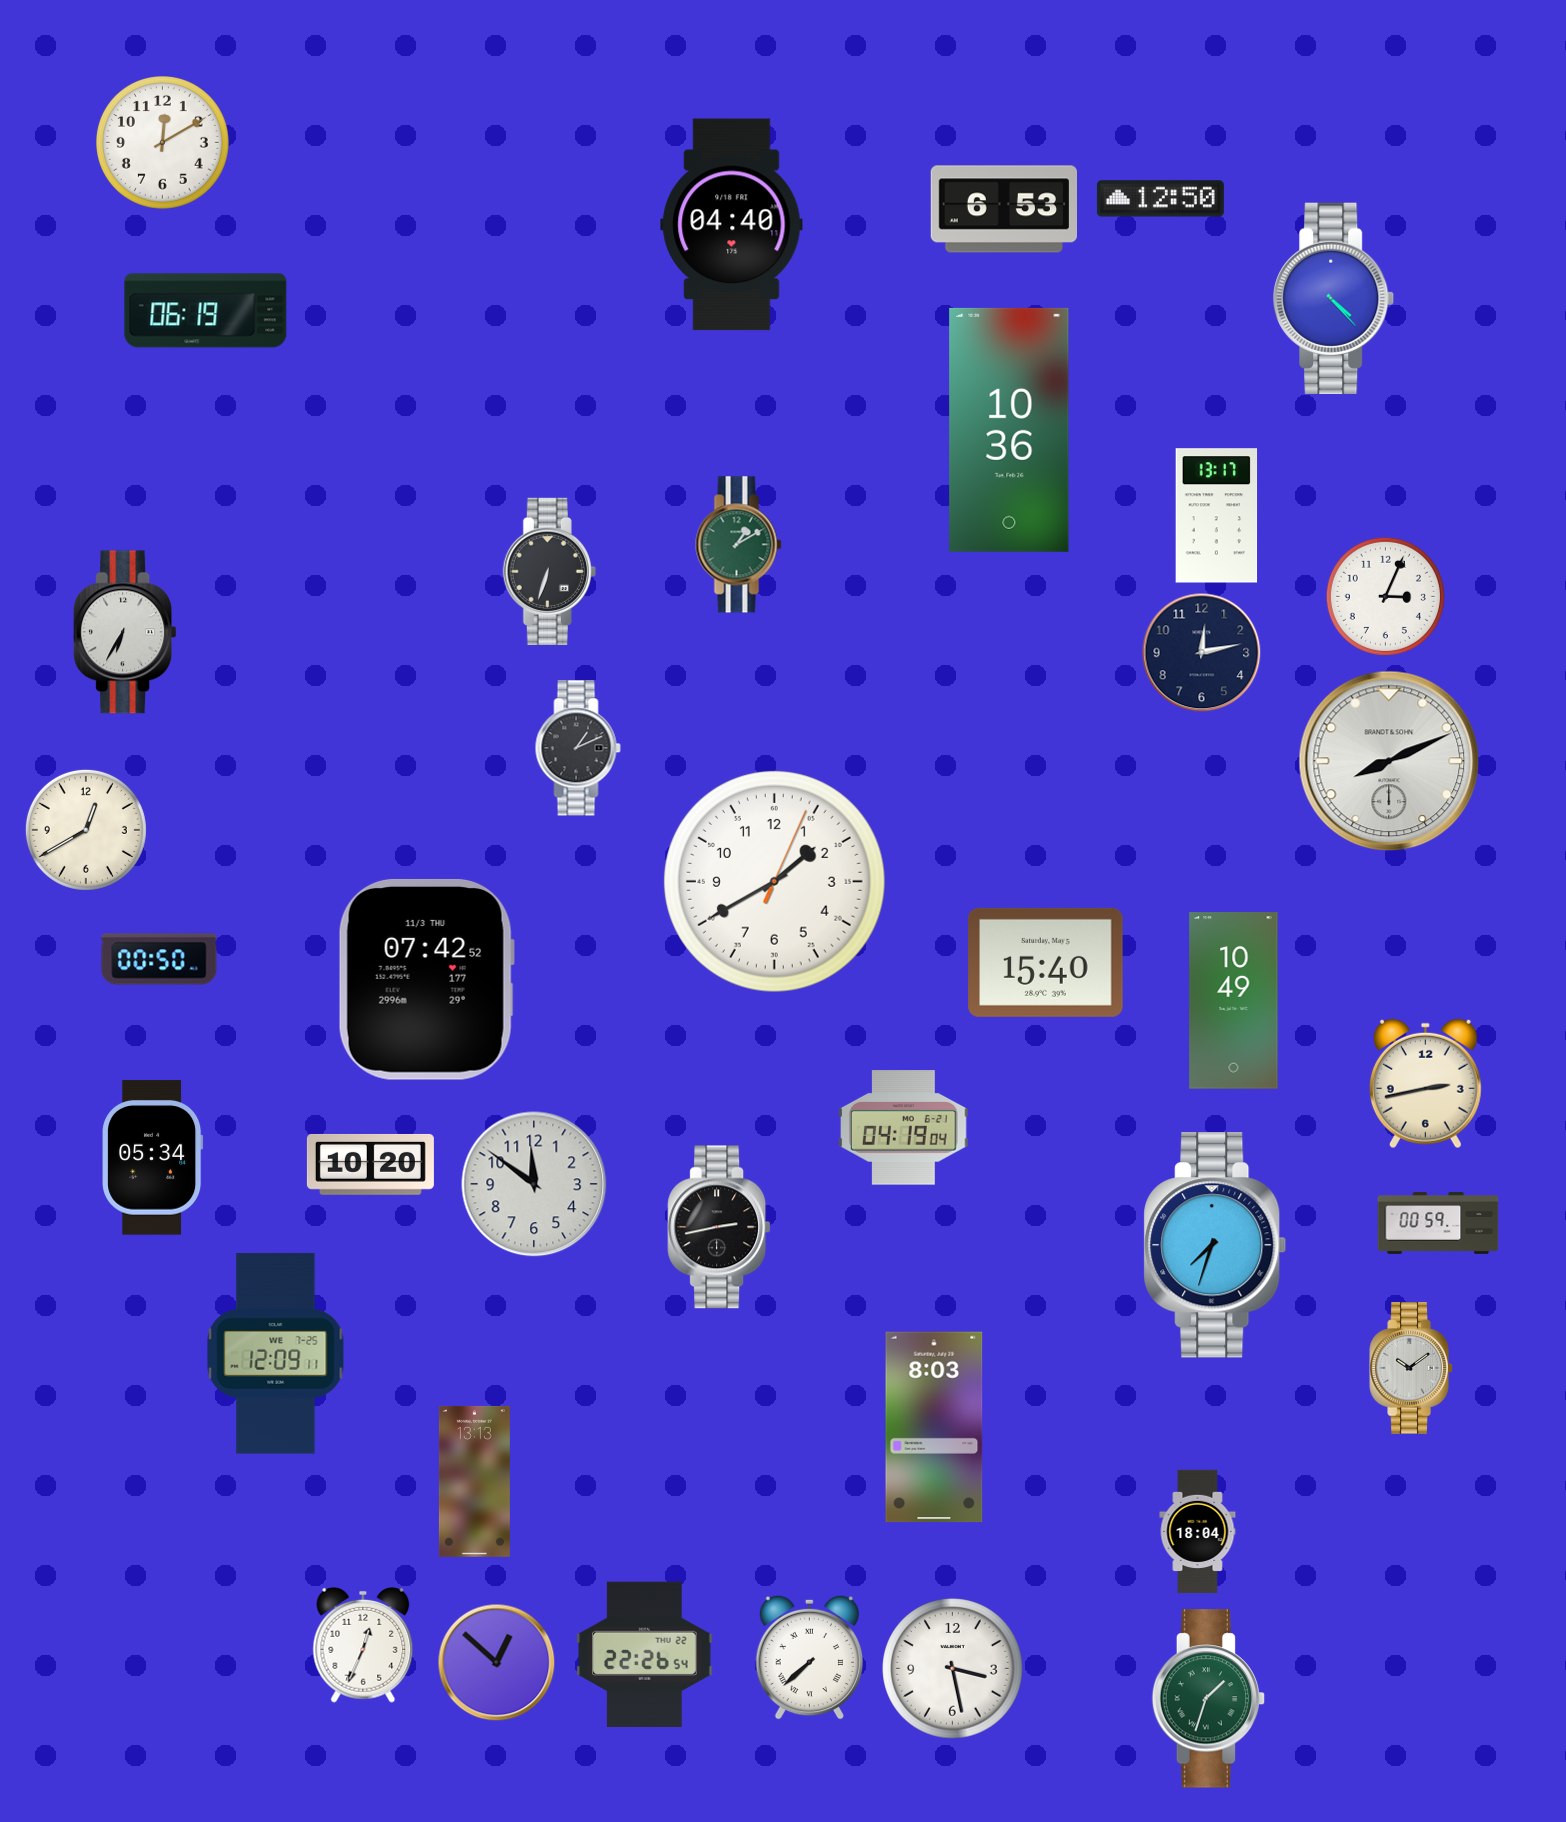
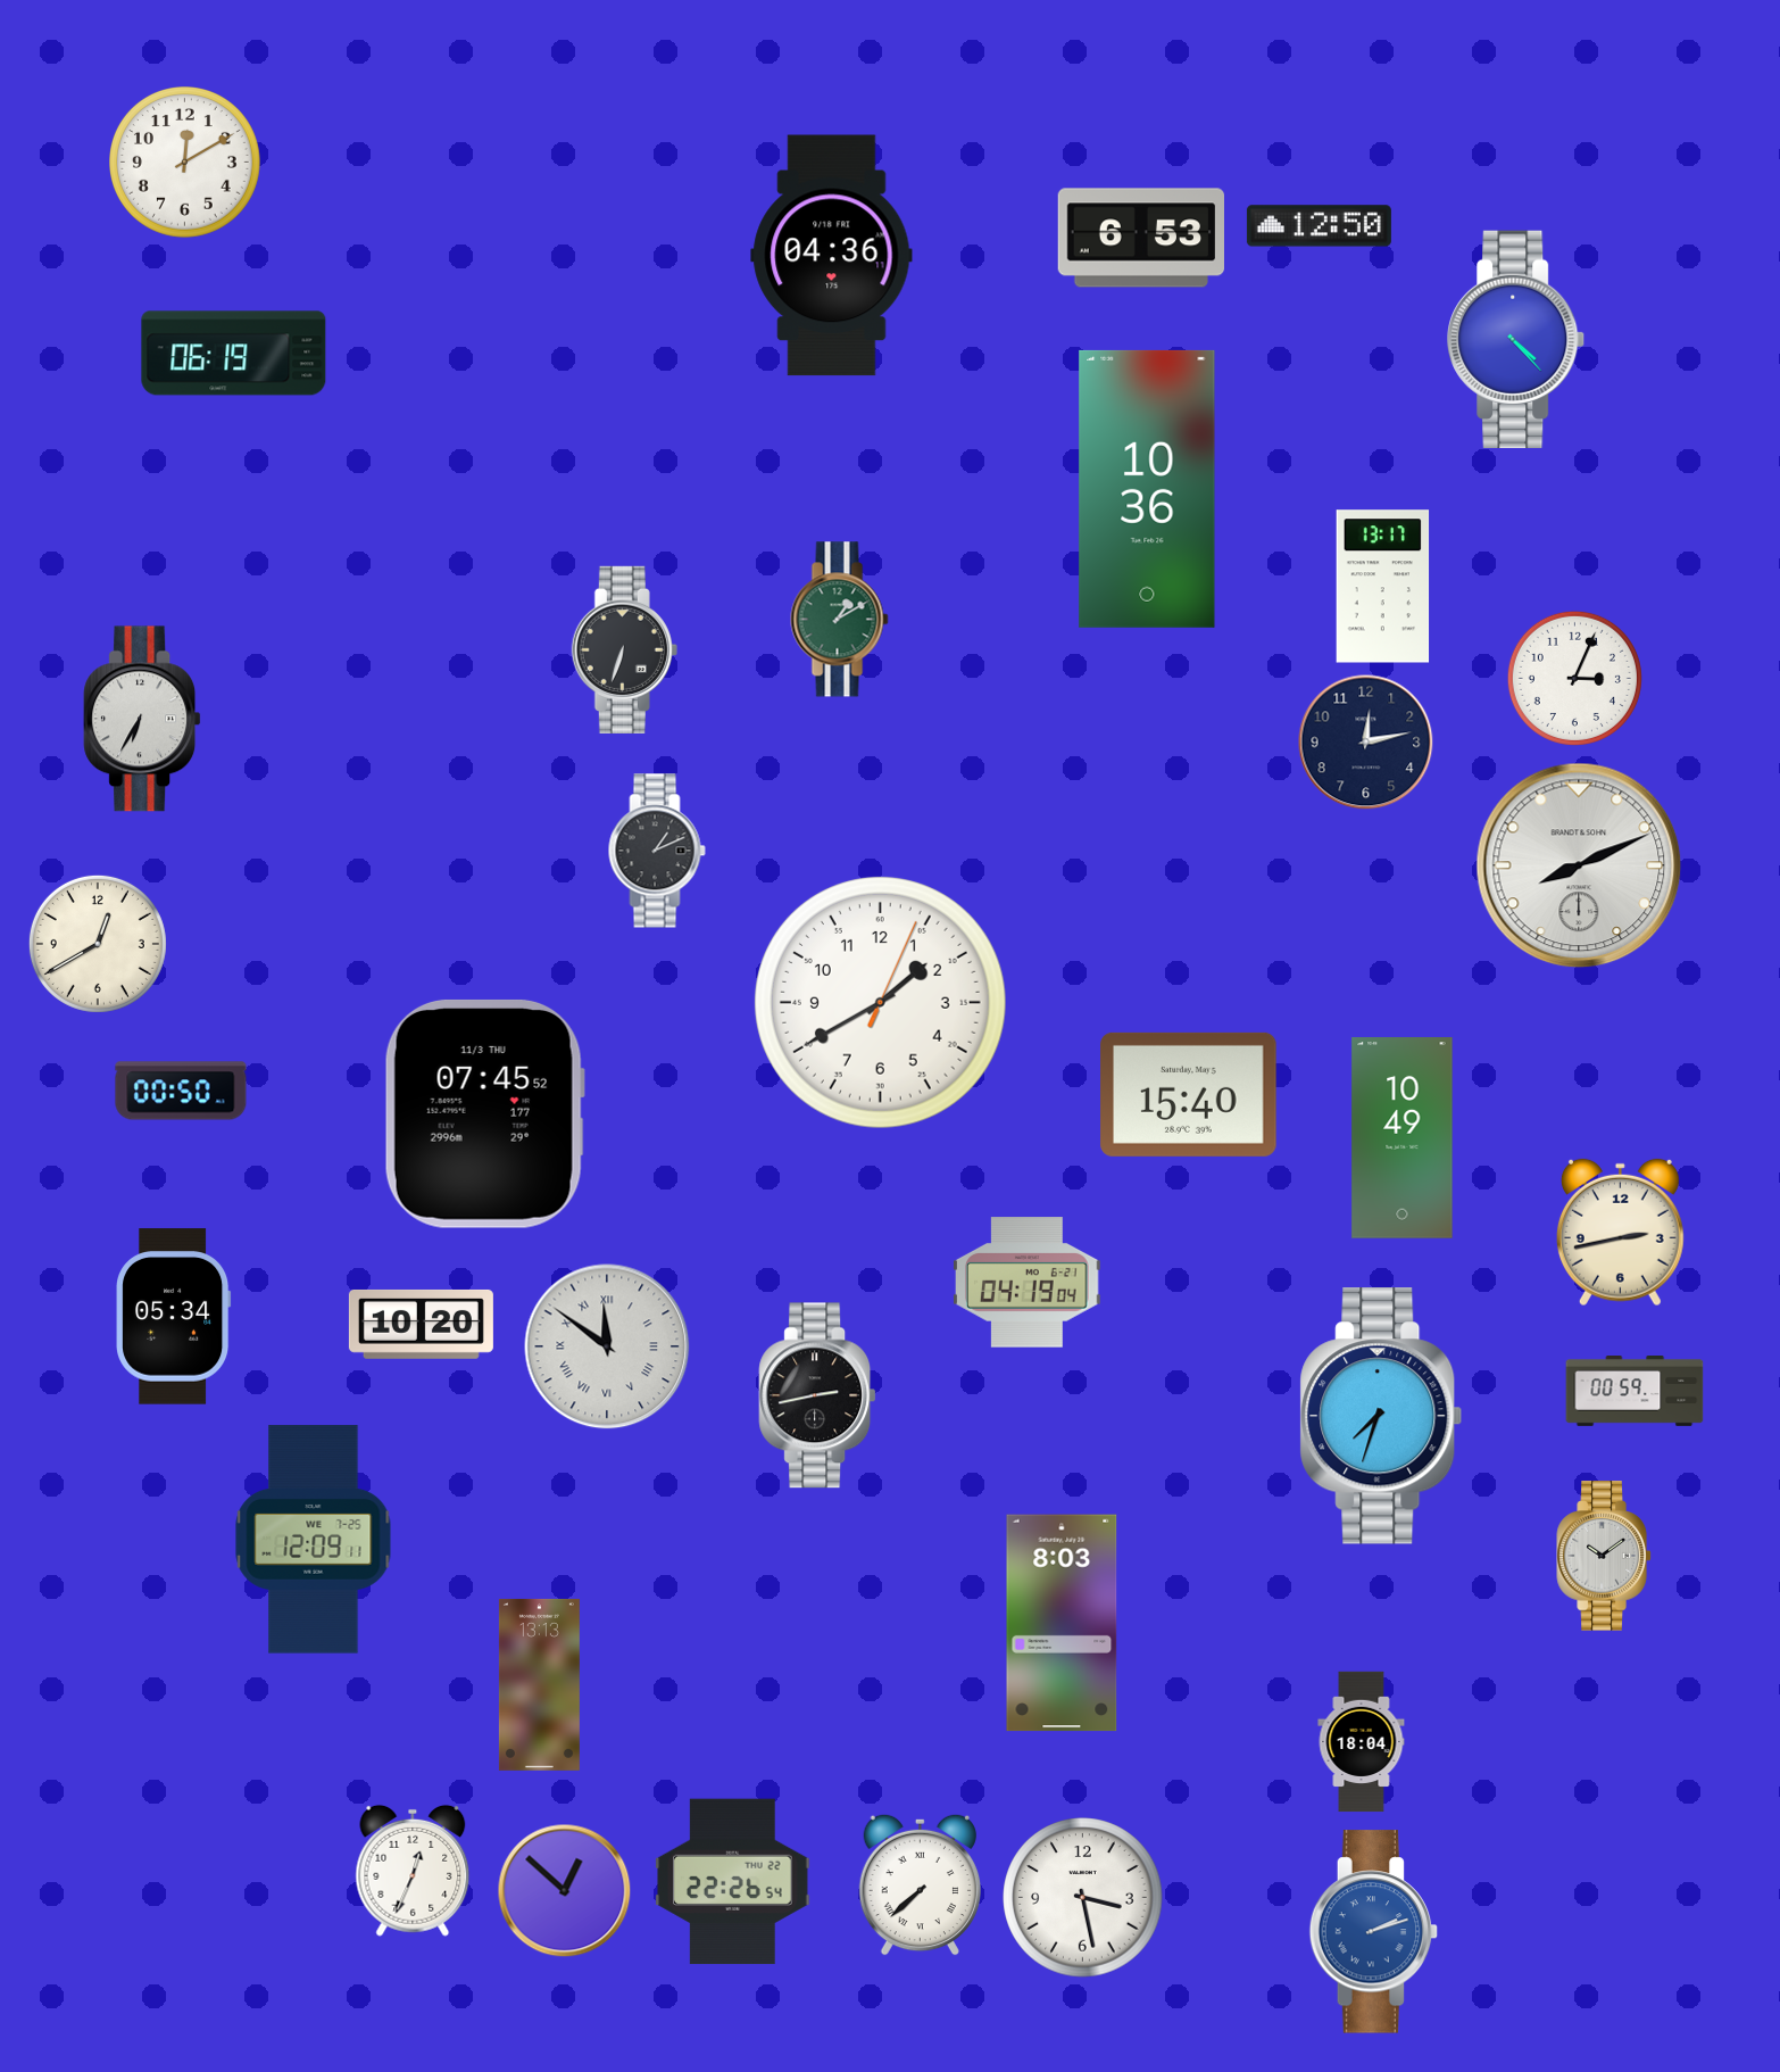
clock at (732, 225): 04:40 -> 04:36
clock at (426, 979): 07:42 -> 07:45
clock at (534, 1184) numerals: Arabic -> Roman
clock at (1209, 1699): 1:33 -> 2:12
clock at (1209, 1699) dial: green -> blue
